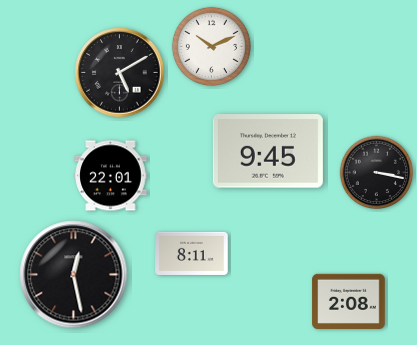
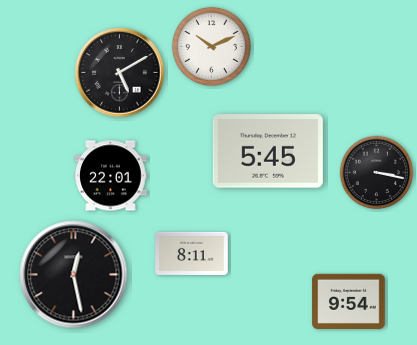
clock at (268, 151): 9:45 -> 5:45
clock at (349, 301): 2:08 -> 9:54
